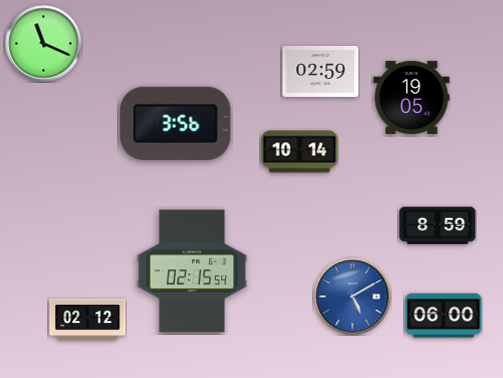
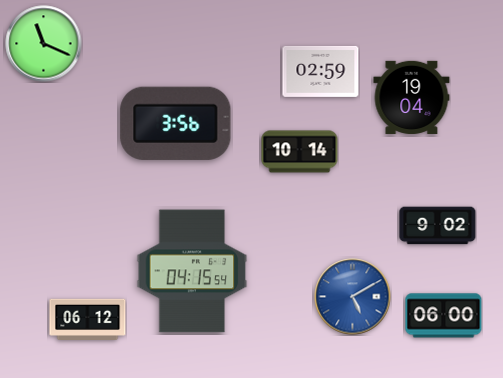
clock at (412, 97): 19:05 -> 19:04
clock at (438, 226): 8:59 -> 9:02
clock at (192, 271): 02:15 -> 04:15
clock at (88, 319): 02:12 -> 06:12
